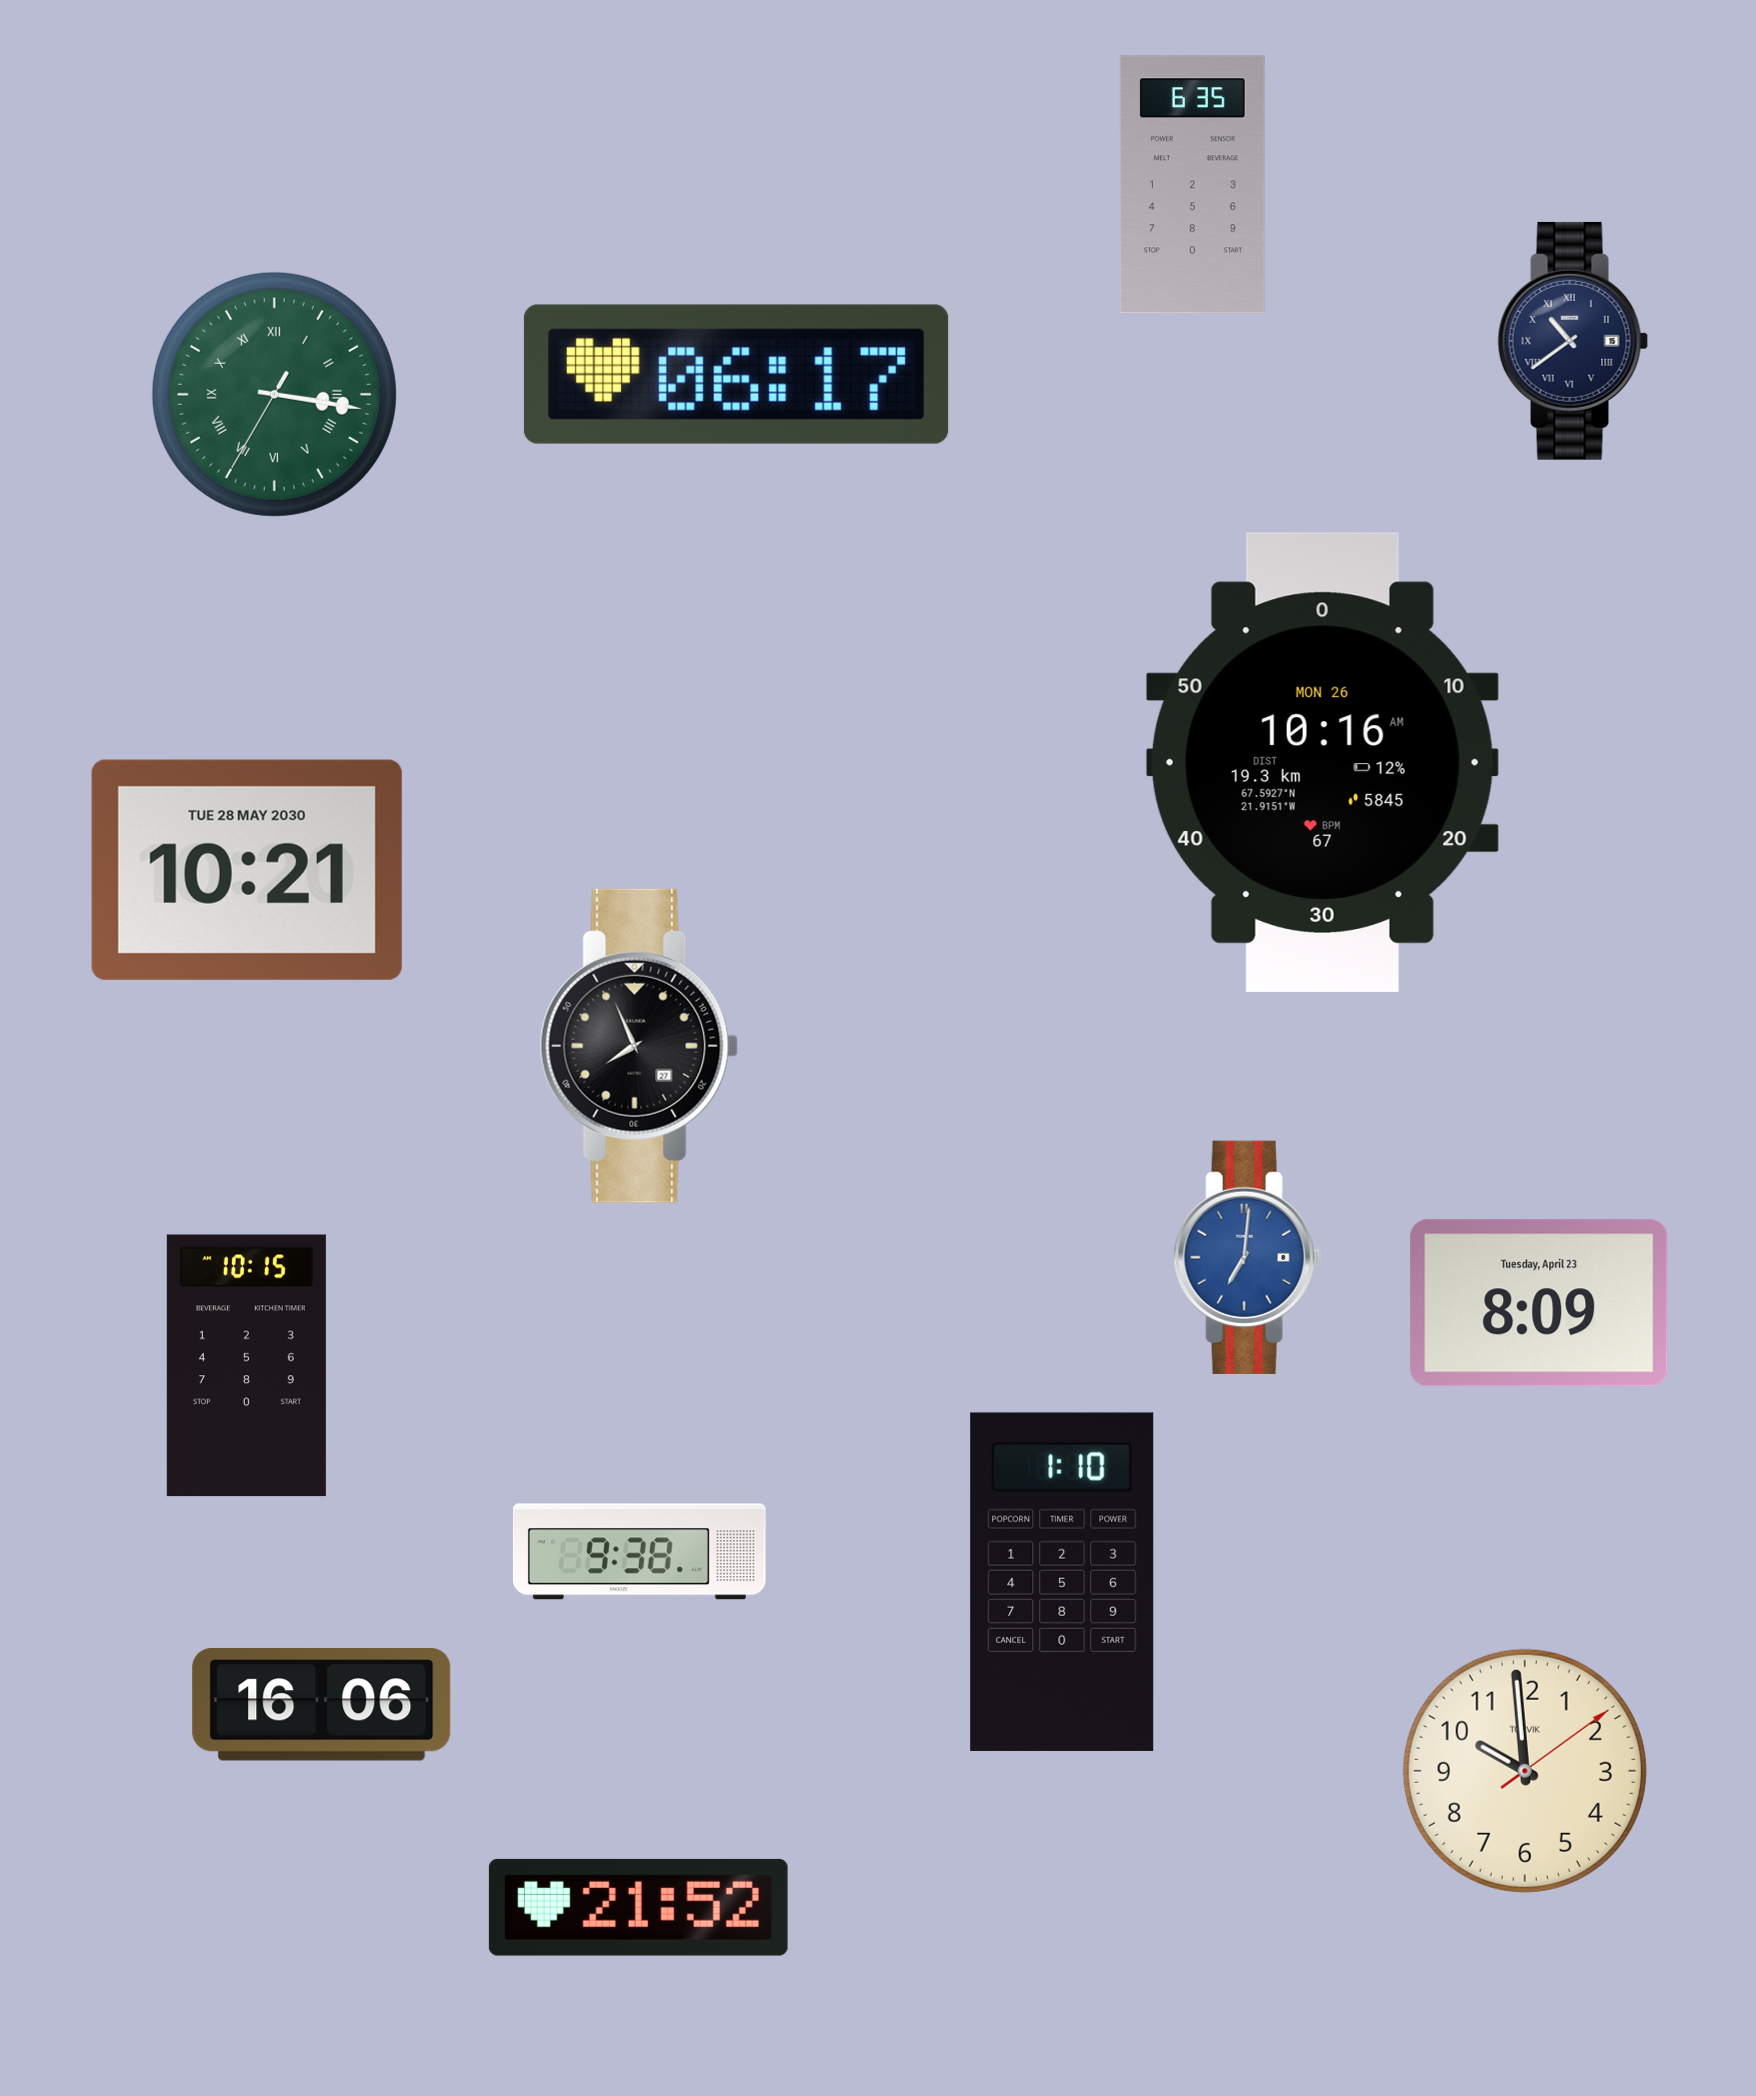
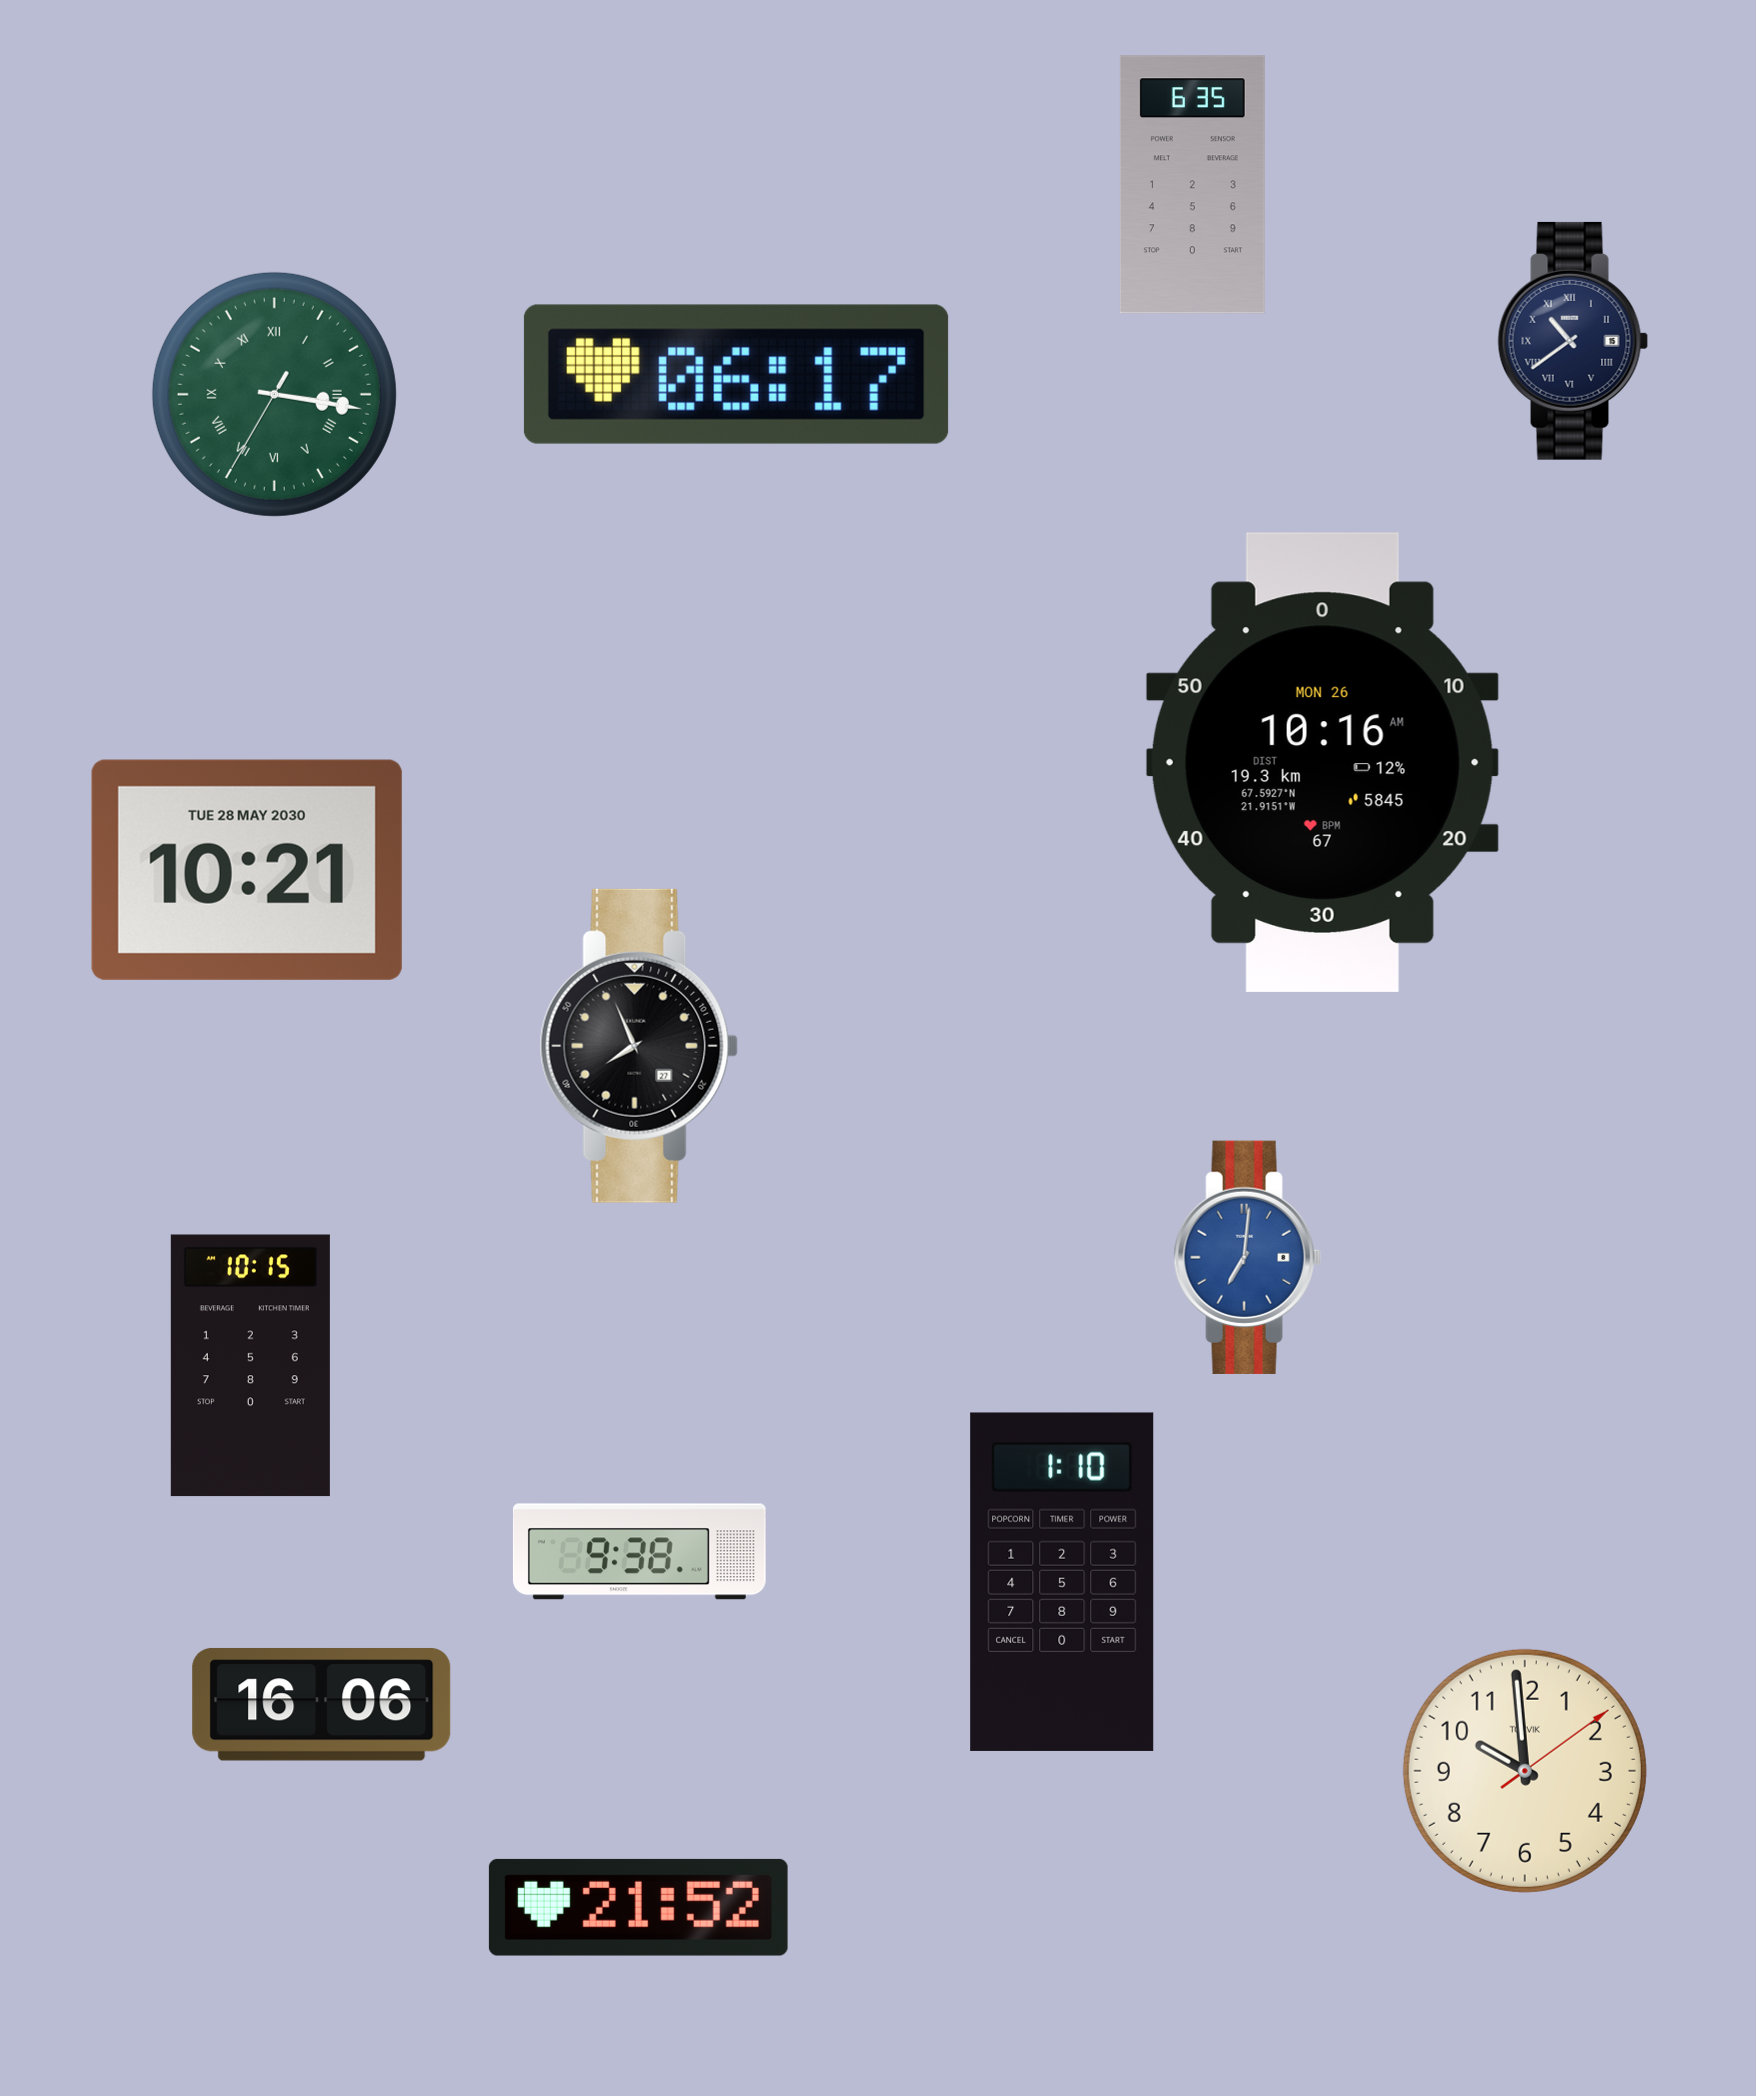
clock at (1539, 1303): 8:09 -> none
clock at (246, 1366) position: (246, 1366) -> (250, 1366)
